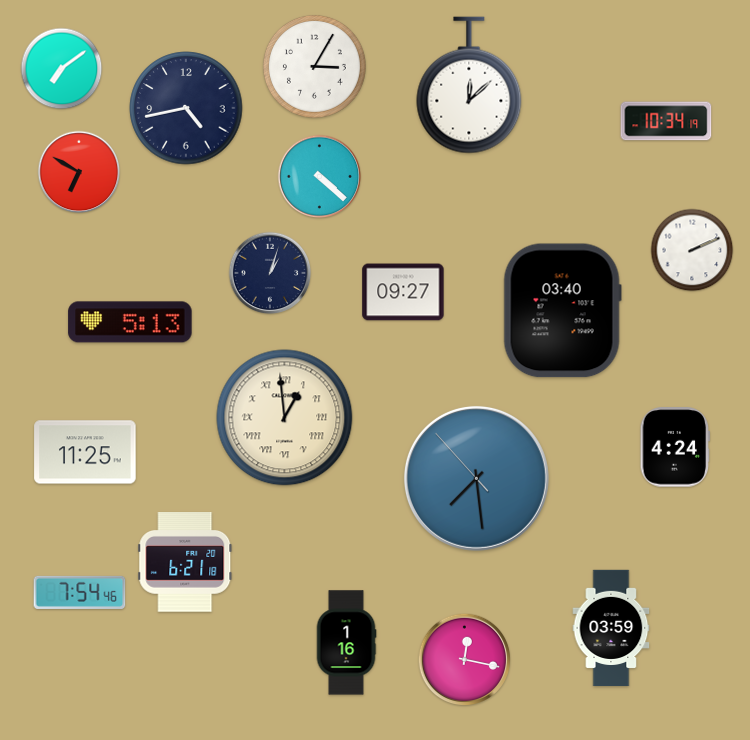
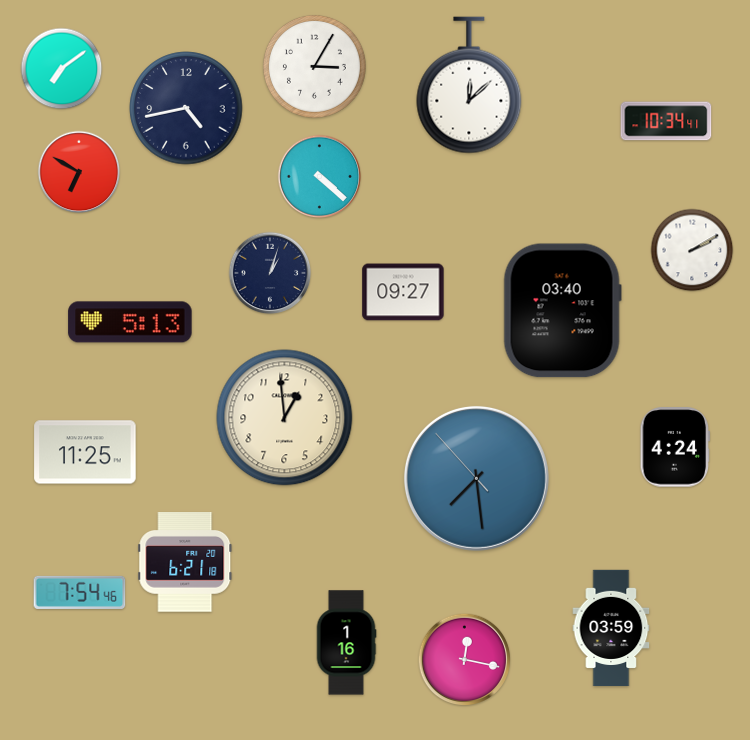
clock at (666, 121): 10:34:19 -> 10:34:41
clock at (692, 250): 2:11 -> 2:10
clock at (285, 418) numerals: Roman -> Arabic
